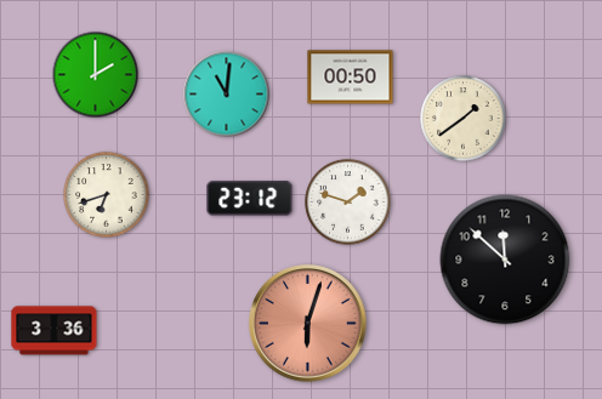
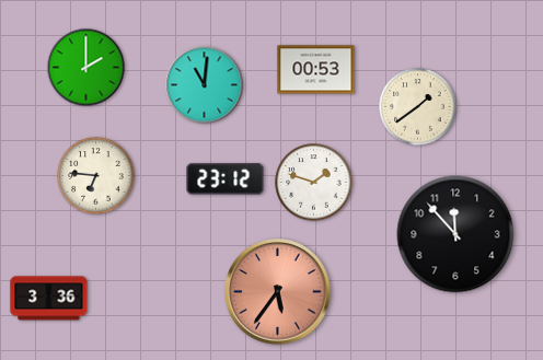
clock at (351, 78): 00:50 -> 00:53
clock at (107, 195): 6:42 -> 6:46
clock at (505, 260): 11:52 -> 11:53
clock at (308, 324): 6:03 -> 5:36
